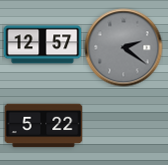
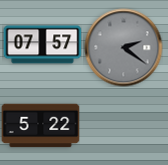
clock at (42, 45): 12:57 -> 07:57
clock at (43, 126) position: (43, 126) -> (40, 126)
